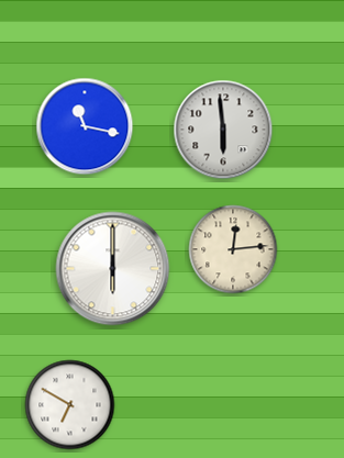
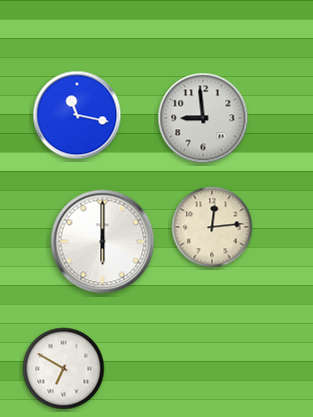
clock at (223, 130): 5:59 -> 8:59
clock at (113, 269) position: (113, 269) -> (103, 242)
